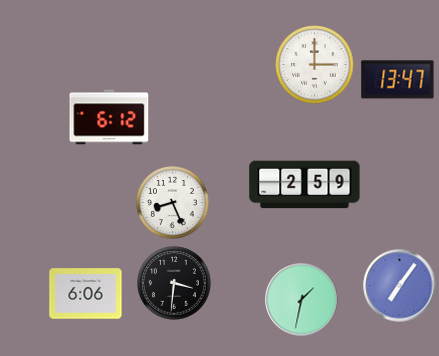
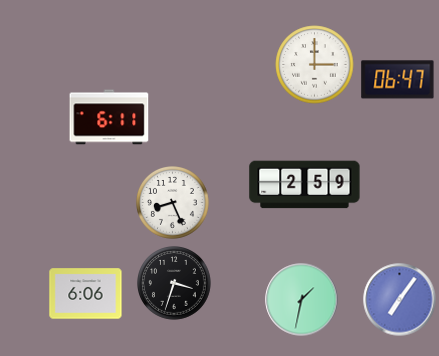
clock at (398, 80): 13:47 -> 06:47
clock at (109, 117): 6:12 -> 6:11
clock at (175, 284): 3:31 -> 3:33
clock at (400, 286) position: (400, 286) -> (400, 300)
